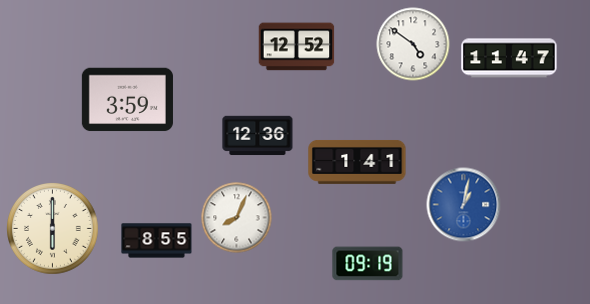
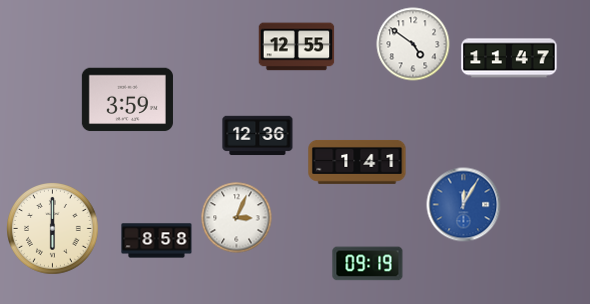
clock at (297, 47): 12:52 -> 12:55
clock at (464, 205): 1:02 -> 12:05
clock at (237, 218): 8:04 -> 3:04
clock at (157, 241): 8:55 -> 8:58
